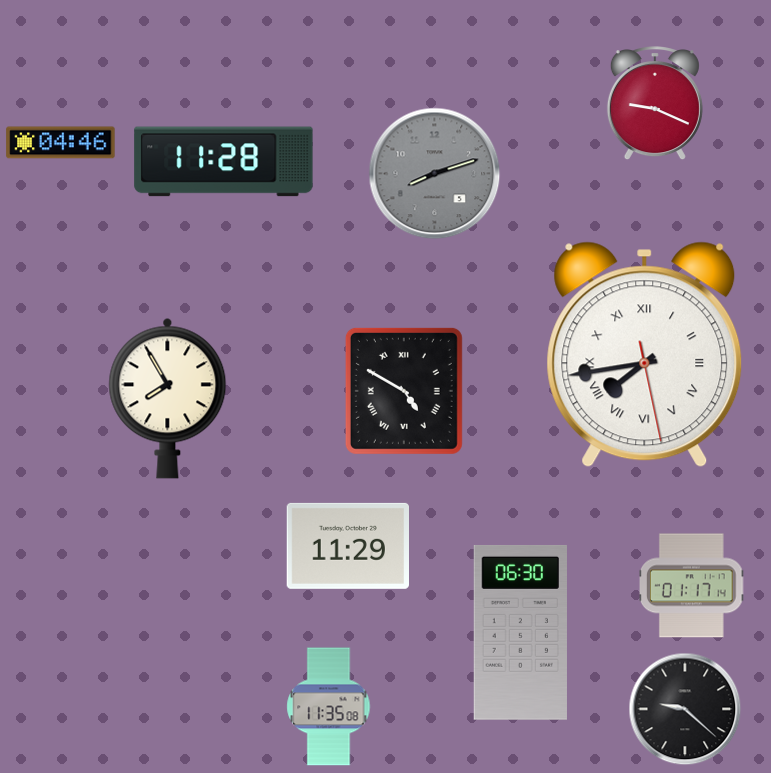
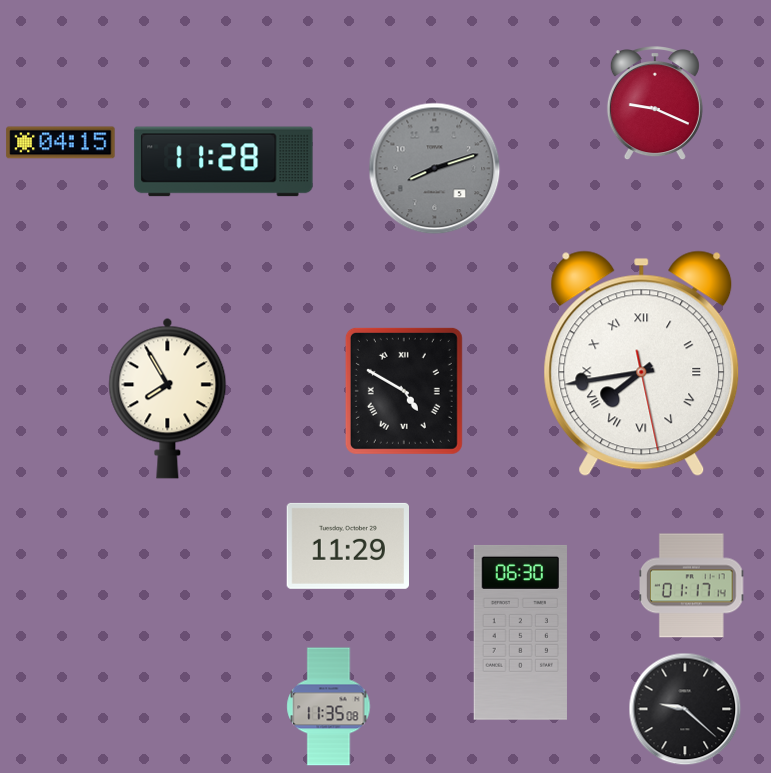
clock at (61, 143): 04:46 -> 04:15
clock at (435, 174) position: (435, 174) -> (435, 169)
clock at (645, 355) position: (645, 355) -> (642, 364)
